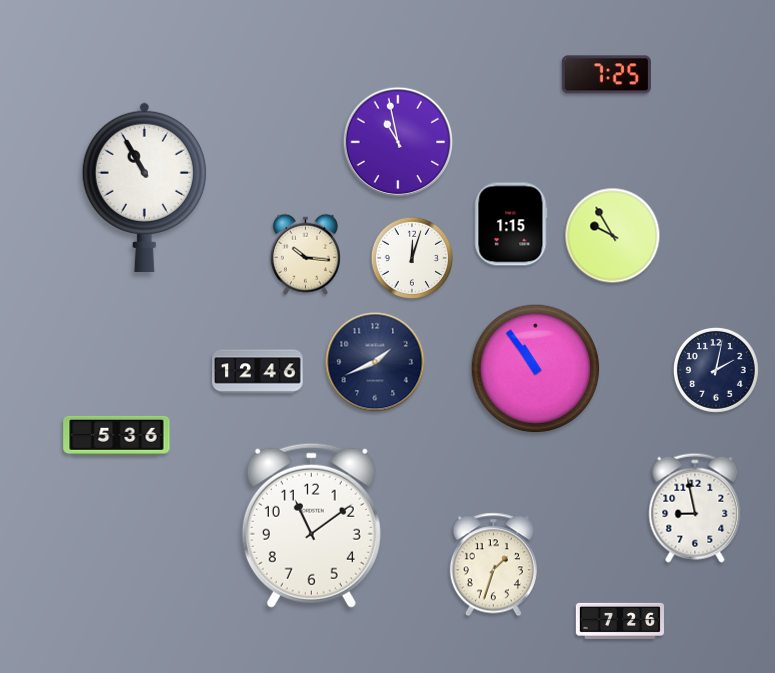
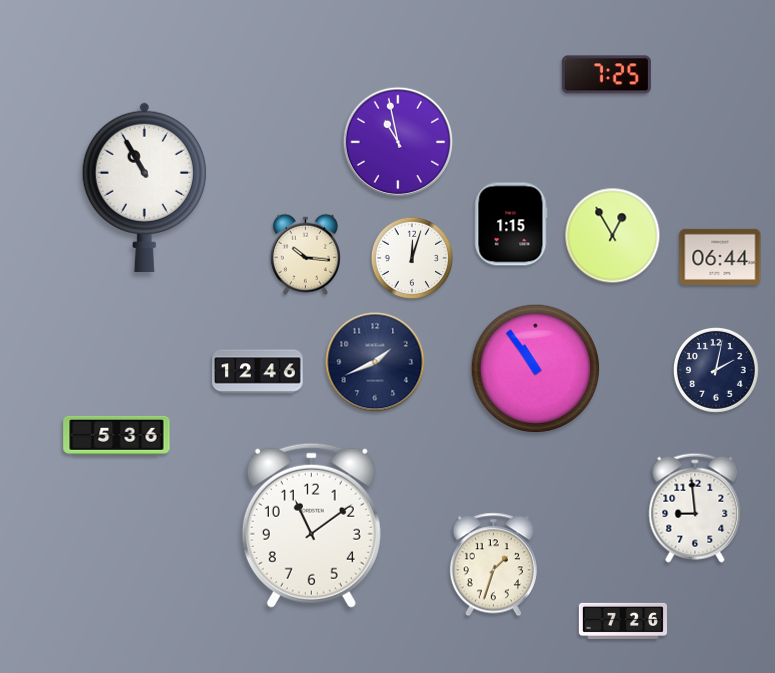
clock at (613, 236): 9:55 -> 12:55
clock at (720, 257): none -> 06:44
clock at (695, 508): 8:58 -> 8:59
clock at (619, 621) position: (619, 621) -> (622, 621)
